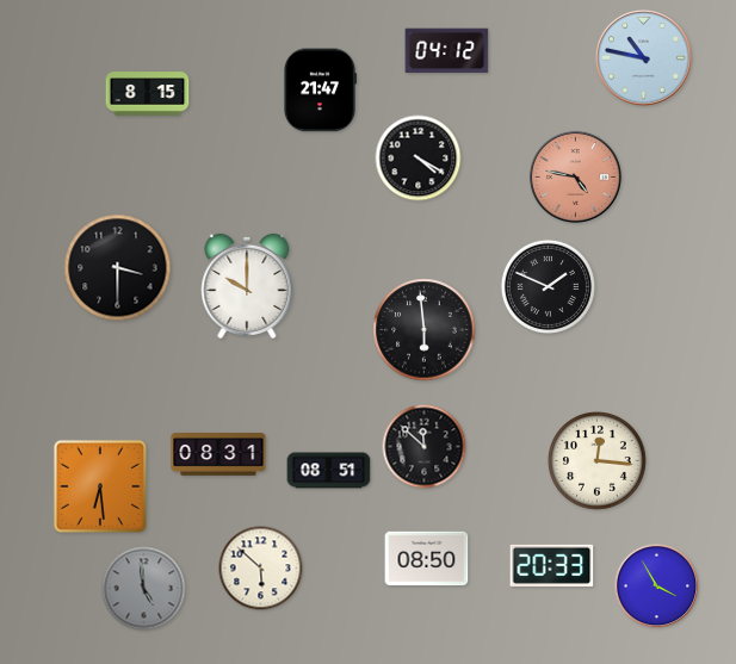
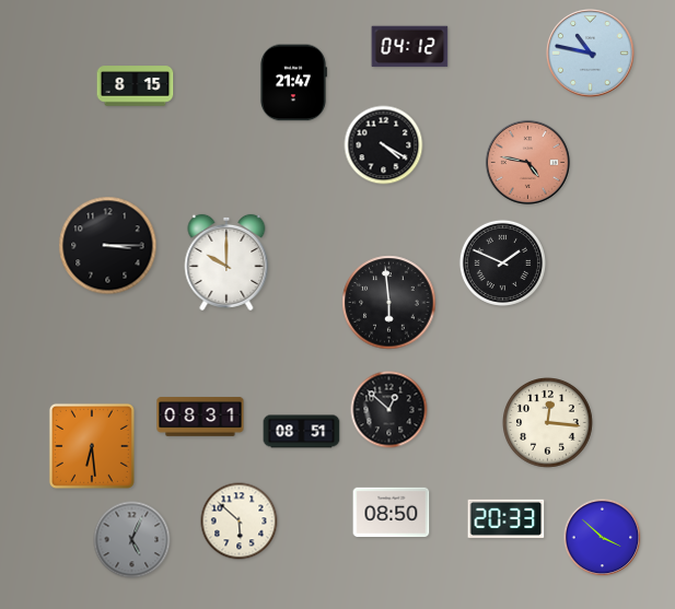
clock at (118, 268): 3:30 -> 3:15
clock at (425, 447): 11:52 -> 12:52
clock at (657, 587): 3:55 -> 3:52
clock at (144, 589): 4:59 -> 5:04
